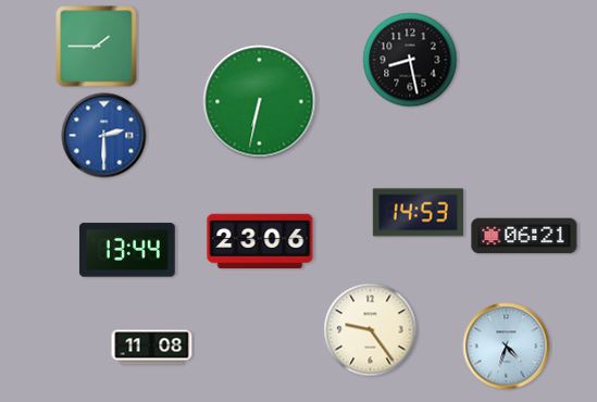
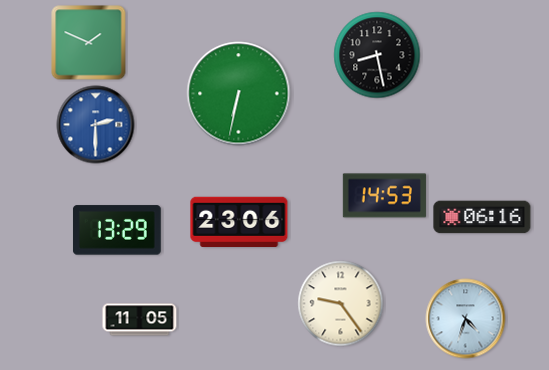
clock at (97, 47): 1:45 -> 1:49
clock at (524, 236): 06:21 -> 06:16
clock at (127, 250): 13:44 -> 13:29
clock at (152, 348): 11:08 -> 11:05
